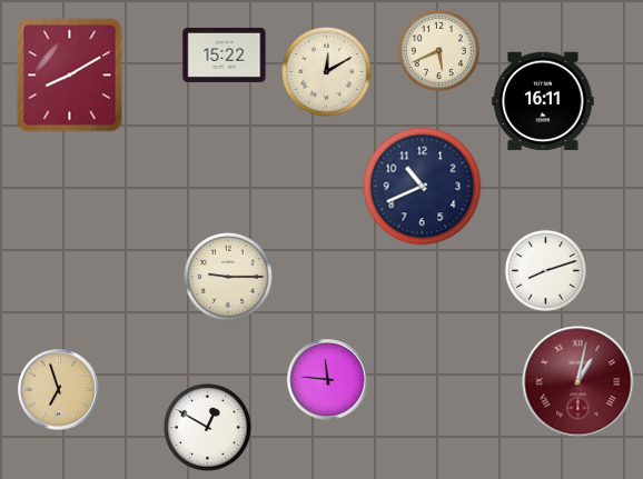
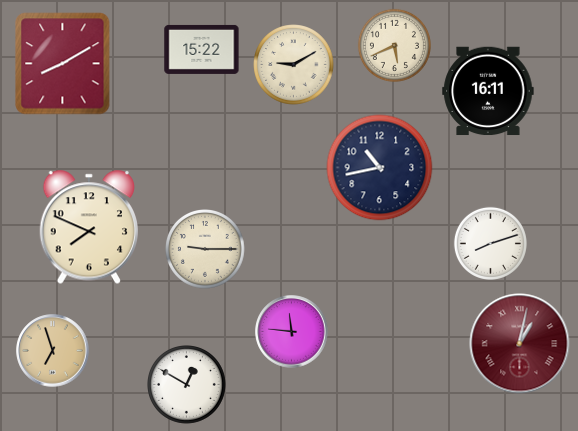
clock at (327, 72): 12:10 -> 9:10
clock at (70, 76) position: (70, 76) -> (63, 64)
clock at (423, 187): 10:41 -> 10:43
clock at (88, 227): none -> 7:49
clock at (328, 380) position: (328, 380) -> (292, 332)
